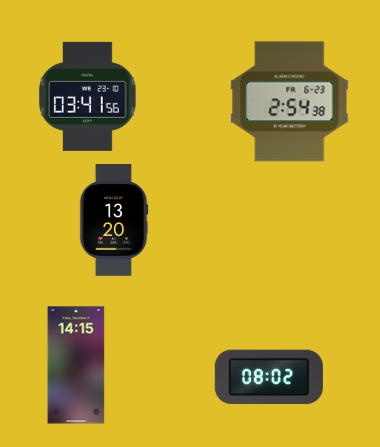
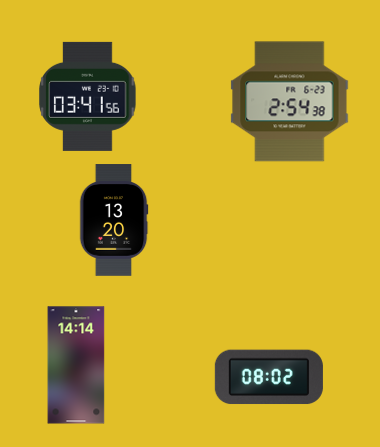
clock at (76, 365): 14:15 -> 14:14
